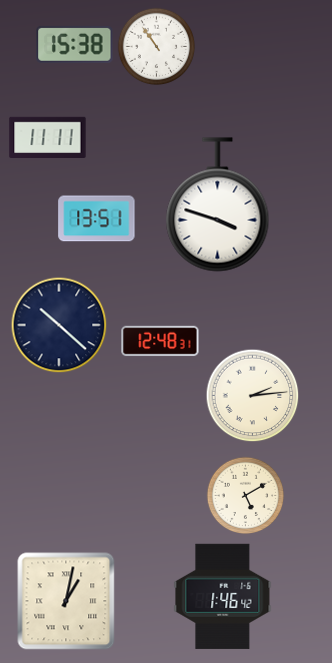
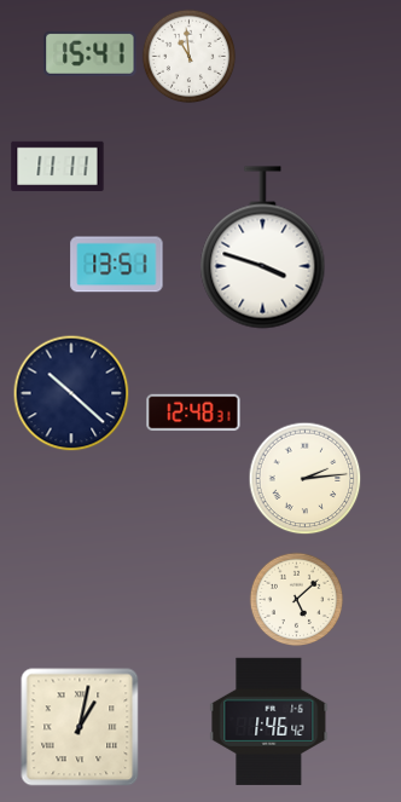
clock at (75, 44): 15:38 -> 15:41
clock at (156, 46): 10:54 -> 10:59
clock at (245, 495): 5:10 -> 5:08
